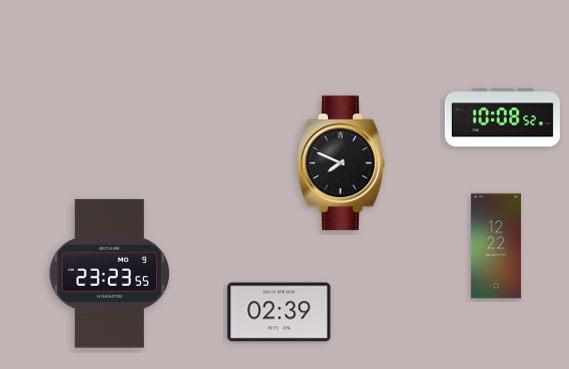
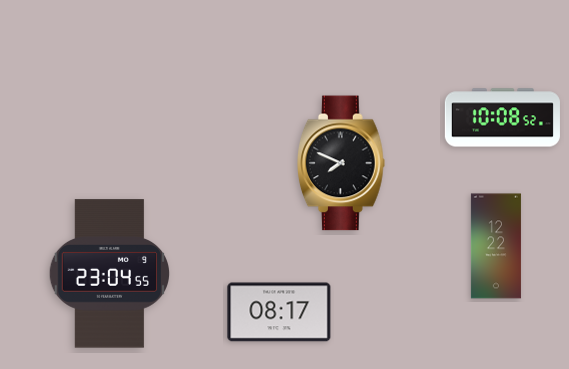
clock at (109, 274): 23:23 -> 23:04
clock at (279, 312): 02:39 -> 08:17
